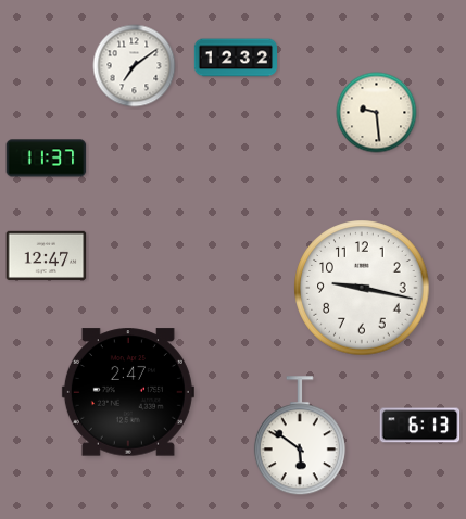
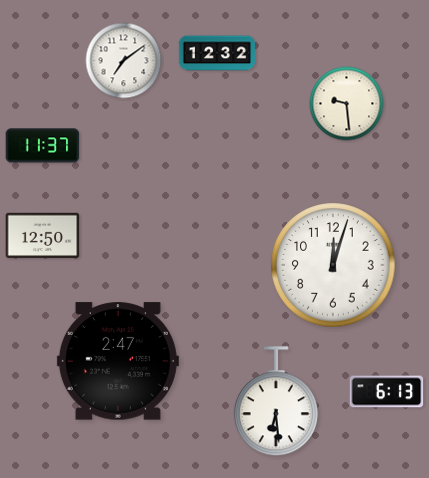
clock at (47, 255): 12:47 -> 12:50
clock at (362, 288): 9:17 -> 12:03
clock at (300, 436): 5:51 -> 6:29
